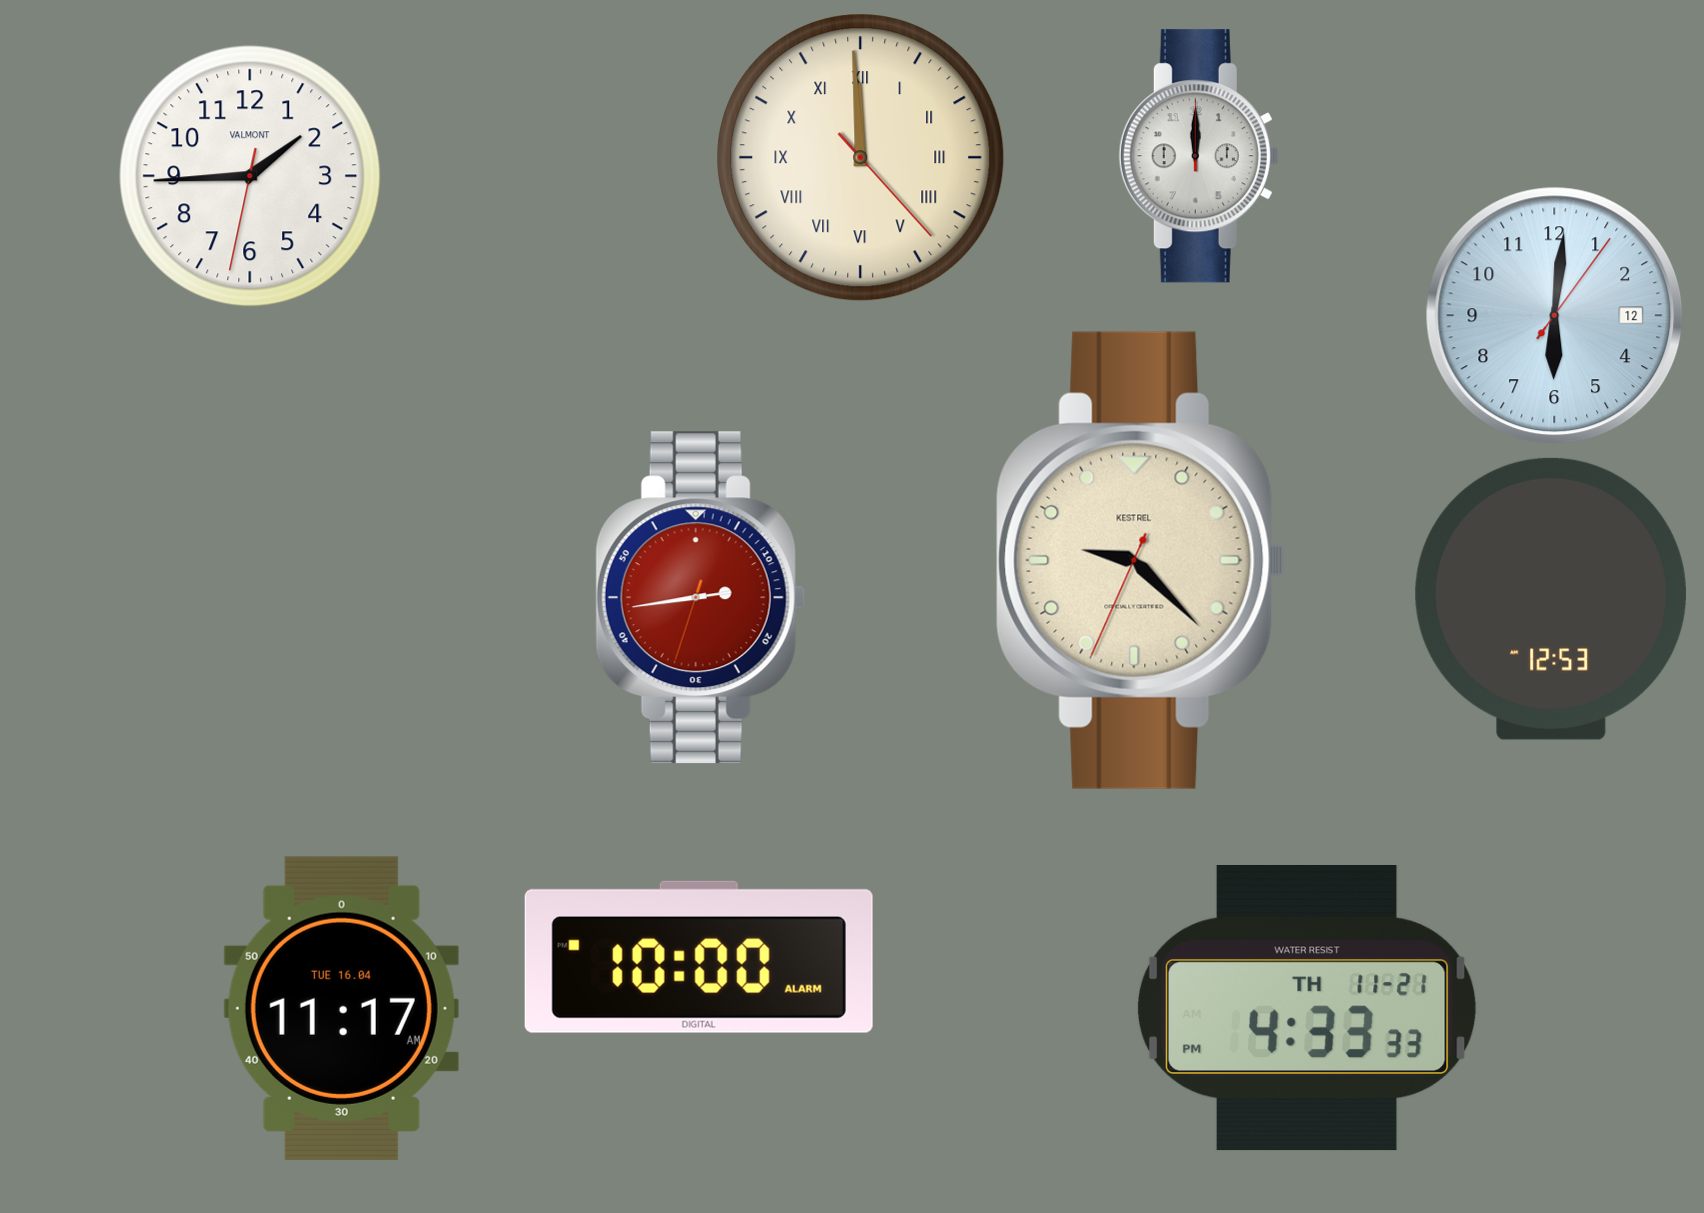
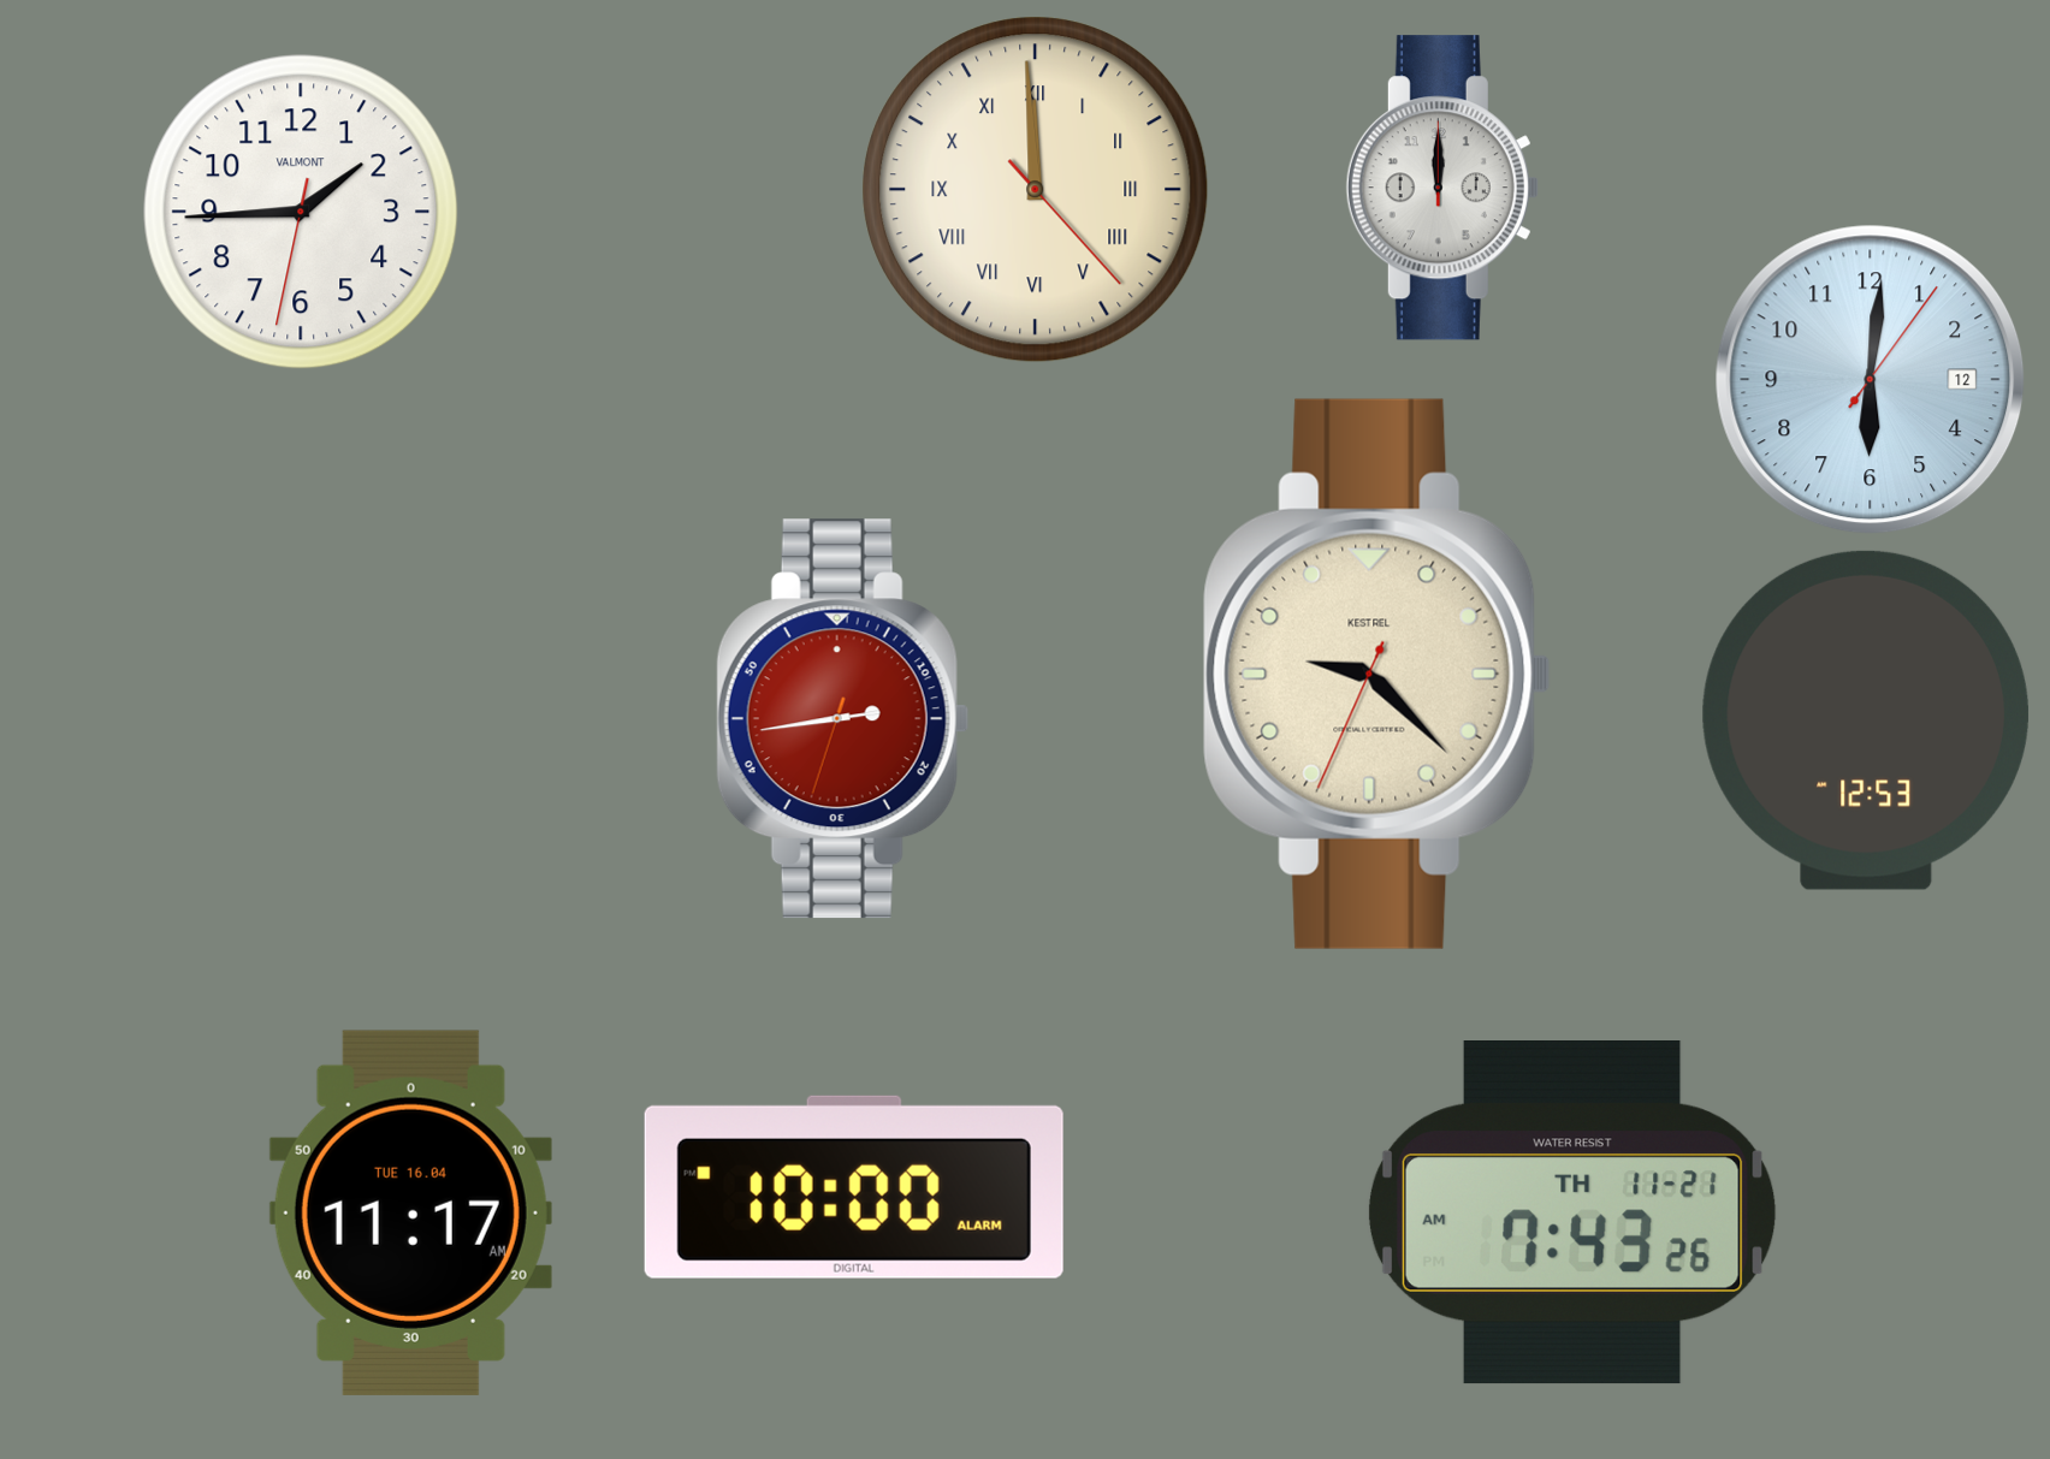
clock at (1141, 560) position: (1141, 560) -> (1377, 674)
clock at (699, 957) position: (699, 957) -> (854, 1187)
clock at (1307, 1009): 4:33 -> 7:43
